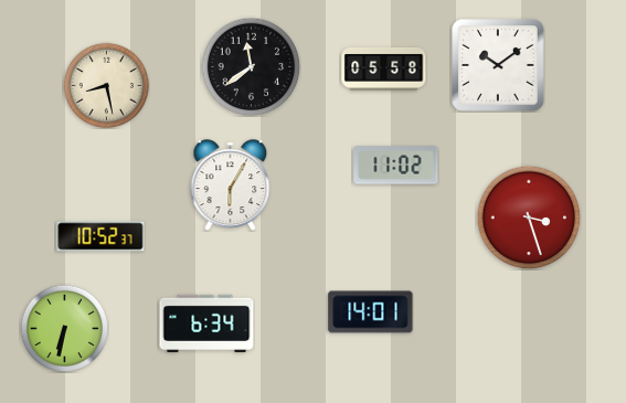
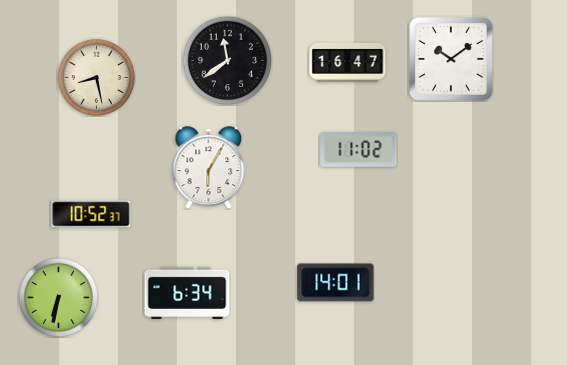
clock at (384, 70): 05:58 -> 16:47
clock at (529, 218): 3:27 -> none
